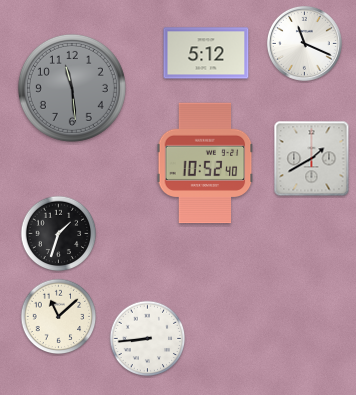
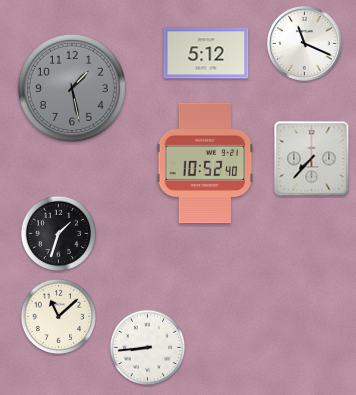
clock at (72, 88): 11:29 -> 1:28
clock at (312, 159): 1:40 -> 7:37
clock at (148, 339) position: (148, 339) -> (148, 348)
